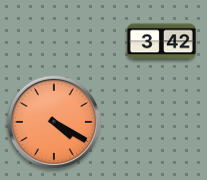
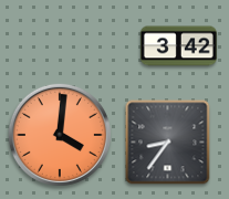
clock at (54, 122): 4:20 -> 4:01
clock at (168, 143): none -> 8:36
